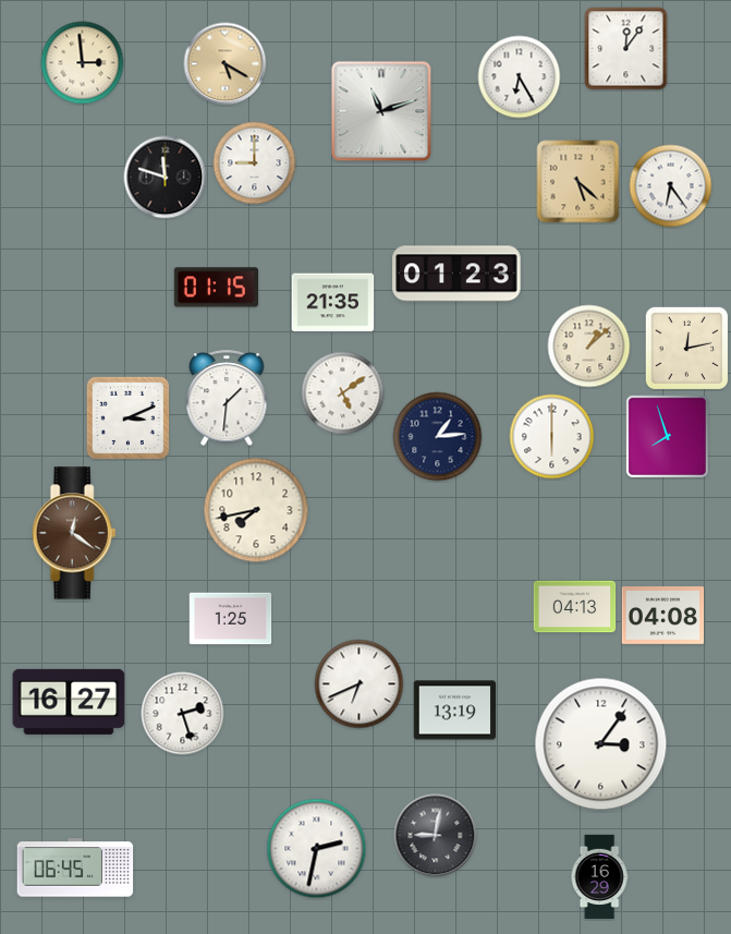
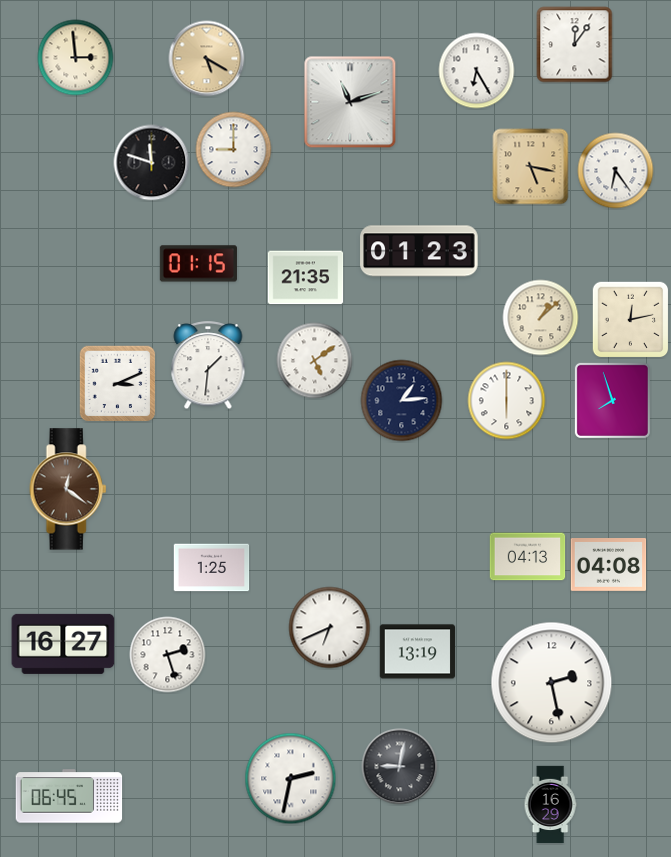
clock at (578, 182): 5:22 -> 5:17
clock at (256, 510): 7:43 -> none
clock at (601, 744): 3:06 -> 2:28
